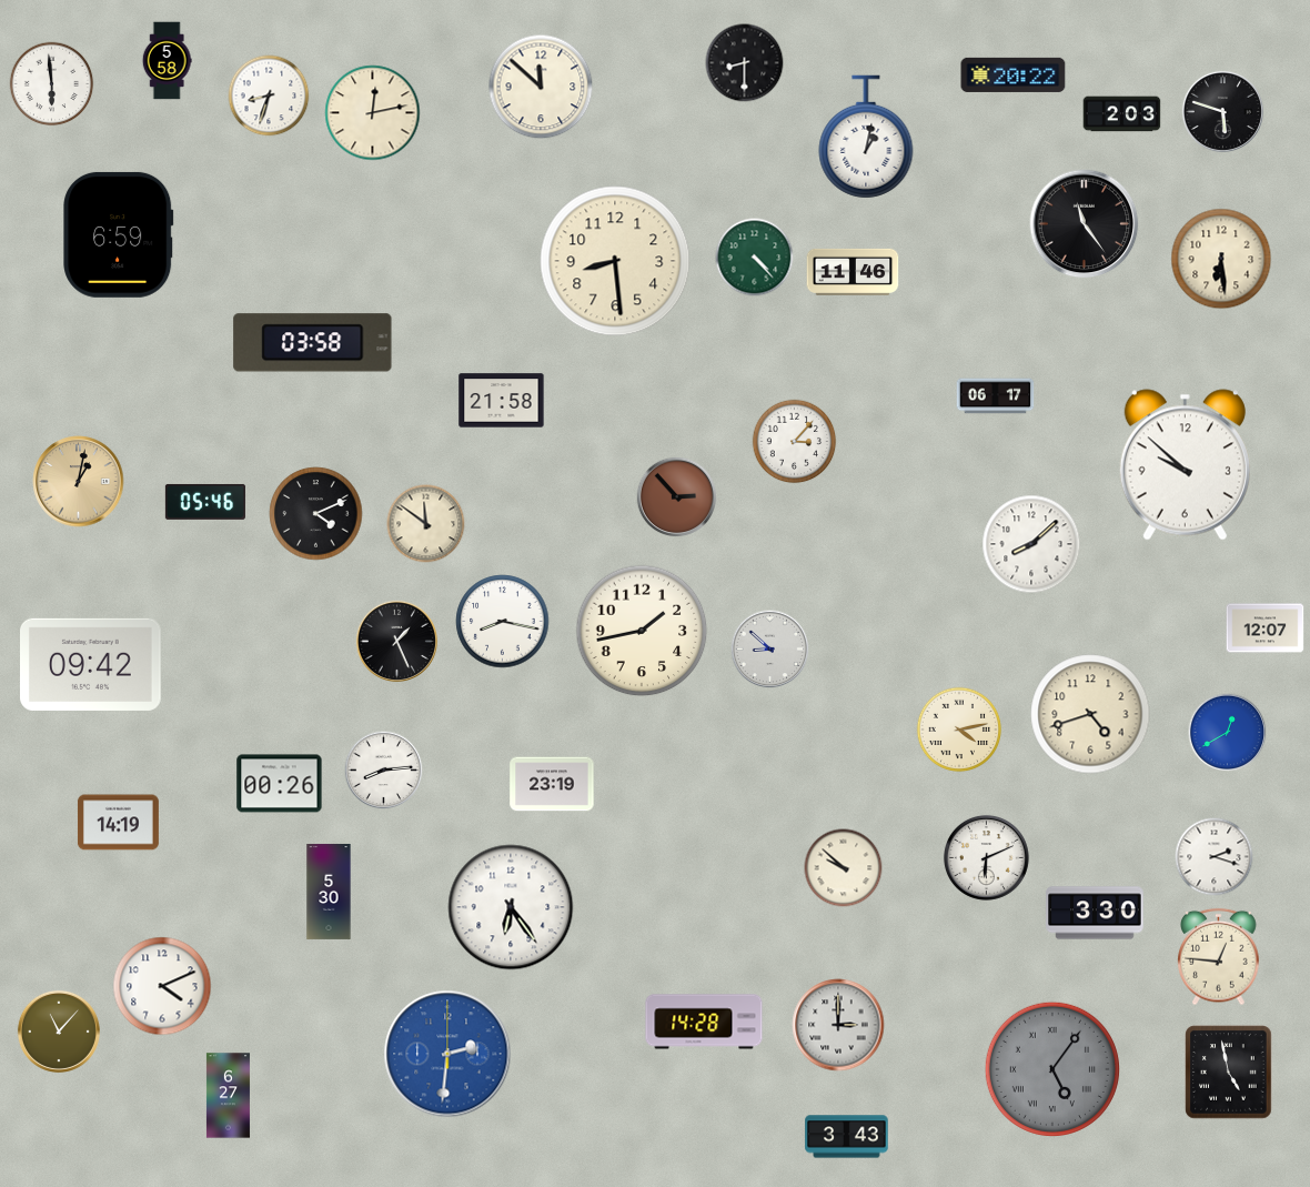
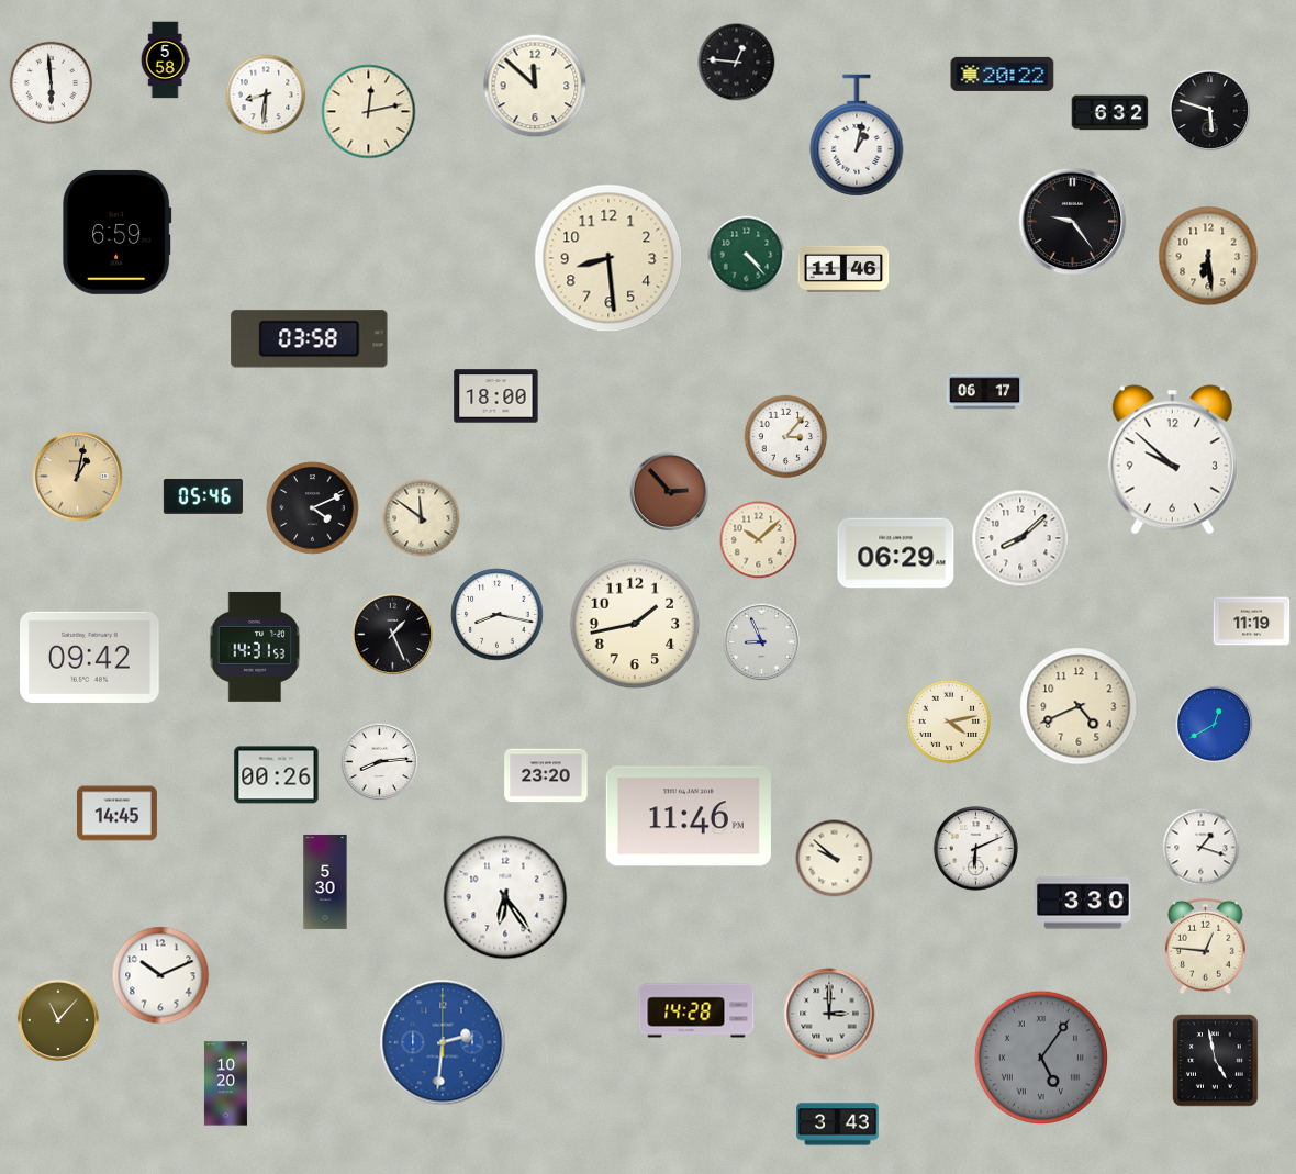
clock at (745, 63): 8:30 -> 12:46
clock at (269, 95): 8:33 -> 8:31
clock at (1122, 114): 2:03 -> 6:32
clock at (1085, 224): 11:24 -> 9:24
clock at (502, 401): 21:58 -> 18:00
clock at (759, 540): none -> 10:08
clock at (896, 554): none -> 06:29
clock at (1266, 628): 12:07 -> 11:19
clock at (770, 650): 8:52 -> 8:56
clock at (255, 647): none -> 14:31
clock at (1090, 714): 4:42 -> 4:41
clock at (552, 784): 23:19 -> 23:20
clock at (118, 823): 14:19 -> 14:45
clock at (689, 816): none -> 11:46
clock at (1215, 857): 2:18 -> 1:18
clock at (162, 986): 4:11 -> 10:11
clock at (228, 1096): 6:27 -> 10:20
